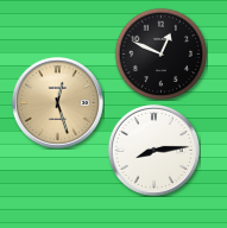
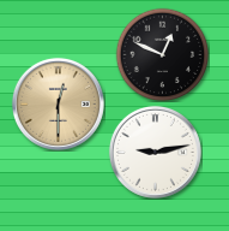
clock at (57, 102): 12:27 -> 12:30
clock at (153, 150): 8:14 -> 9:13
